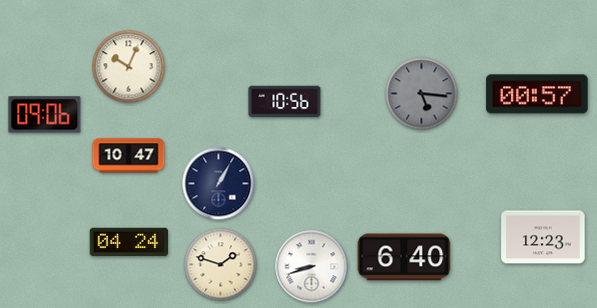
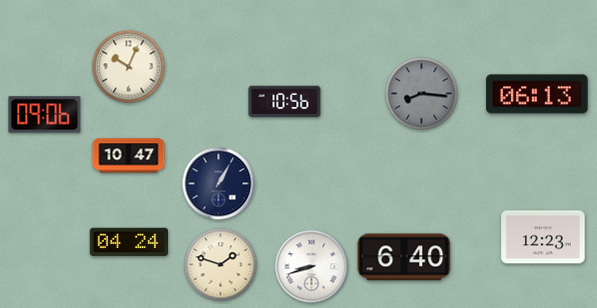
clock at (422, 94): 5:16 -> 8:16
clock at (537, 94): 00:57 -> 06:13
